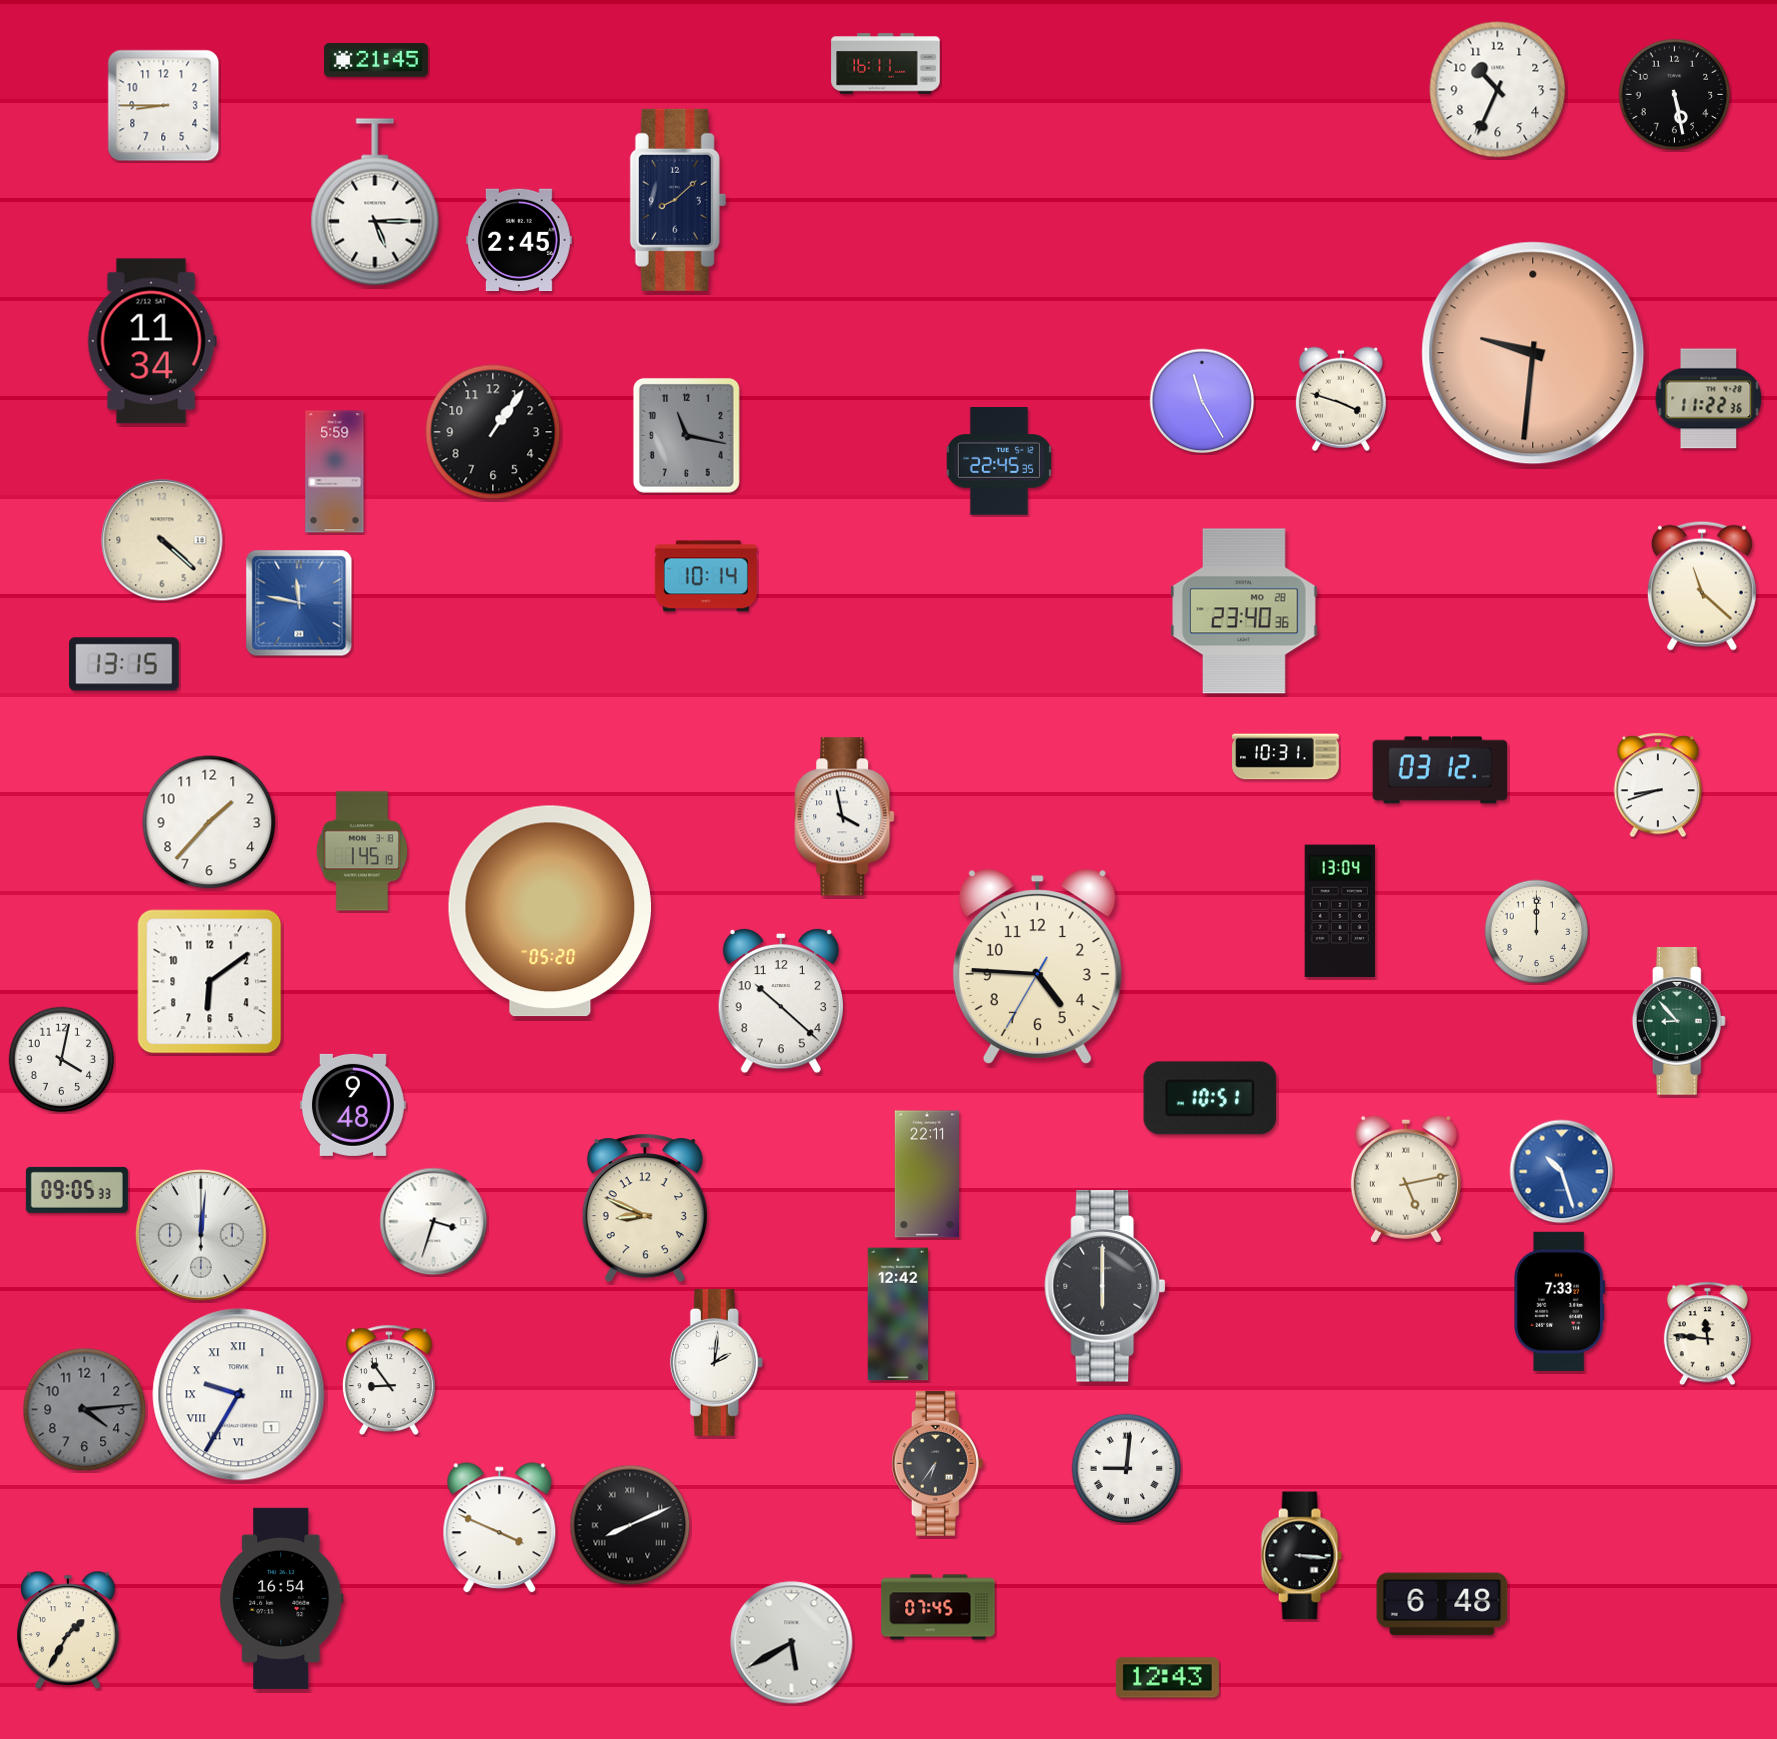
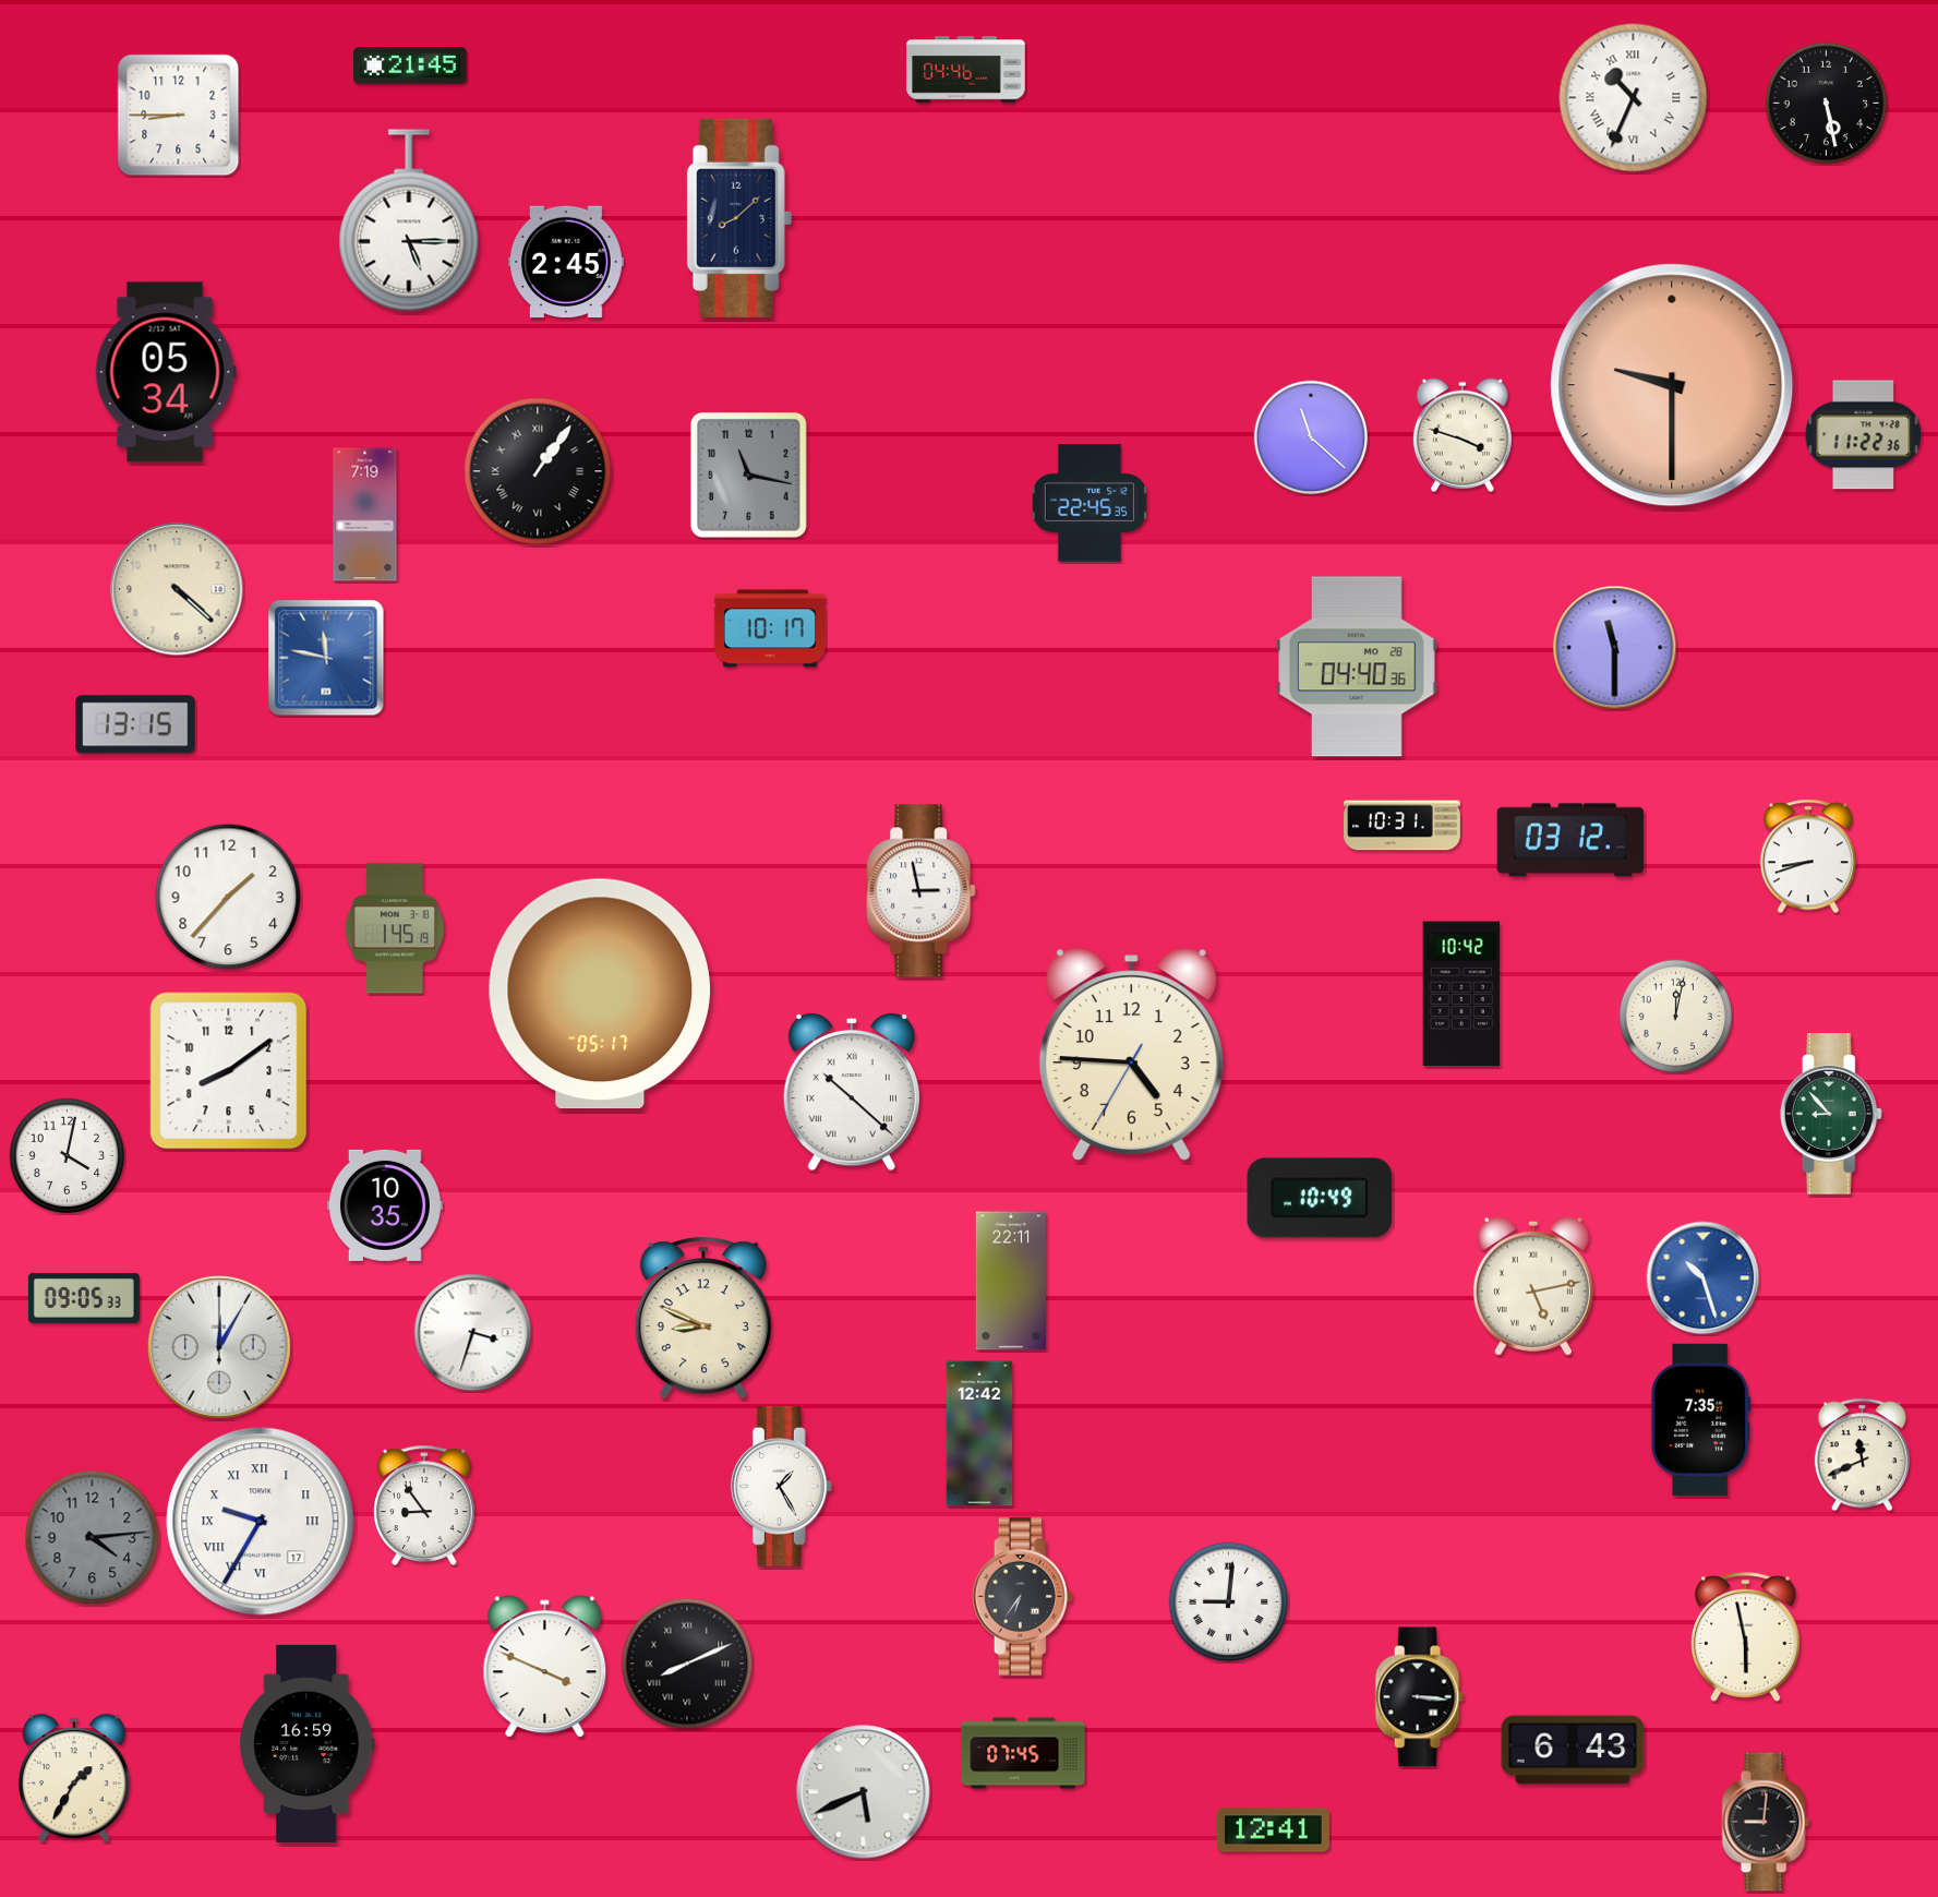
clock at (886, 64): 16:11 -> 04:46
clock at (1498, 90) numerals: Arabic -> Roman
clock at (152, 341): 11:34 -> 05:34
clock at (1533, 353): 9:31 -> 9:30
clock at (1202, 401): 11:25 -> 11:22
clock at (493, 432) numerals: Arabic -> Roman
clock at (335, 472): 5:59 -> 7:19
clock at (706, 576): 10:14 -> 10:17
clock at (1702, 586): 11:22 -> none
clock at (1615, 648): none -> 11:30
clock at (1244, 611): 23:40 -> 04:40
clock at (845, 817): 3:58 -> 2:58
clock at (549, 911): 05:20 -> 05:17
clock at (1340, 911): 13:04 -> 10:42
clock at (1537, 932): 12:00 -> 12:02
clock at (210, 982): 6:09 -> 8:09
clock at (781, 1001) numerals: Arabic -> Roman
clock at (1210, 1098): 10:51 -> 10:49
clock at (353, 1105): 9:48 -> 10:35
clock at (201, 1235): 12:01 -> 12:05
clock at (1105, 1286): 6:00 -> none
clock at (1560, 1301): 7:33 -> 7:35
clock at (1707, 1334): 11:46 -> 11:41
clock at (716, 1362): 2:01 -> 1:25
clock at (239, 1395) date: 1 -> 17
clock at (1746, 1637): none -> 5:58
clock at (282, 1598): 16:54 -> 16:59
clock at (1442, 1604): 6:48 -> 6:43
clock at (792, 1643): 5:40 -> 5:41
clock at (1766, 1822): none -> 9:01
clock at (1167, 1678): 12:43 -> 12:41
